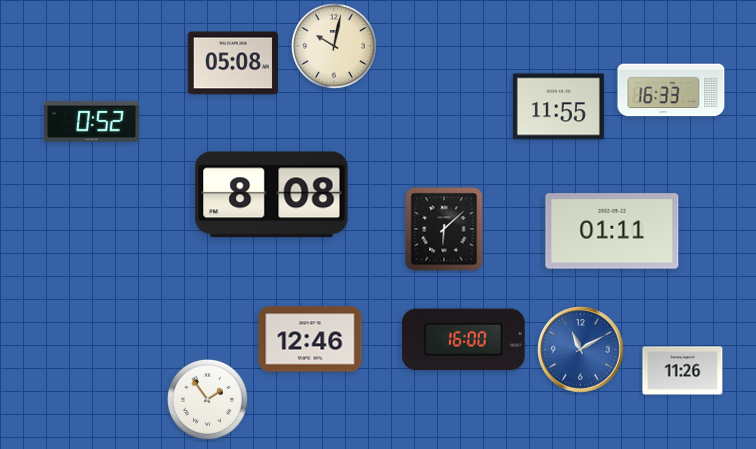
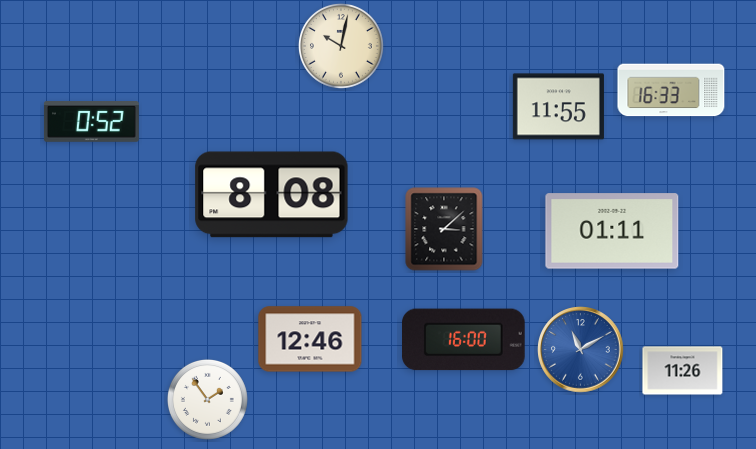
clock at (334, 46) position: (334, 46) -> (341, 46)
clock at (232, 63): 05:08 -> none
clock at (444, 229): 6:08 -> 3:08
